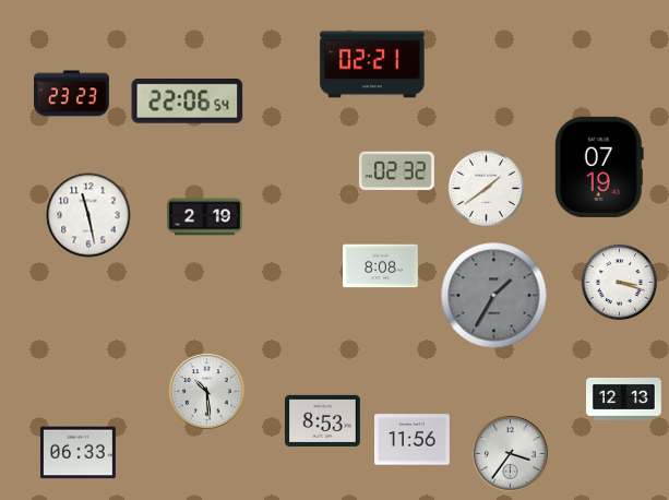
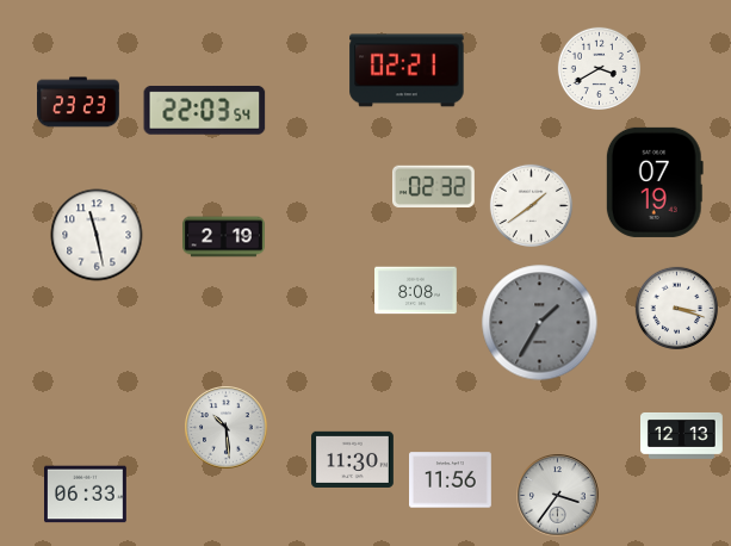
clock at (599, 68): none -> 3:40
clock at (188, 102): 22:06 -> 22:03
clock at (323, 420): 8:53 -> 11:30
